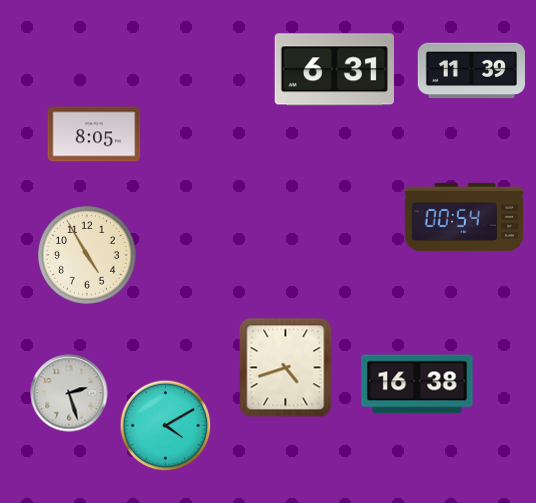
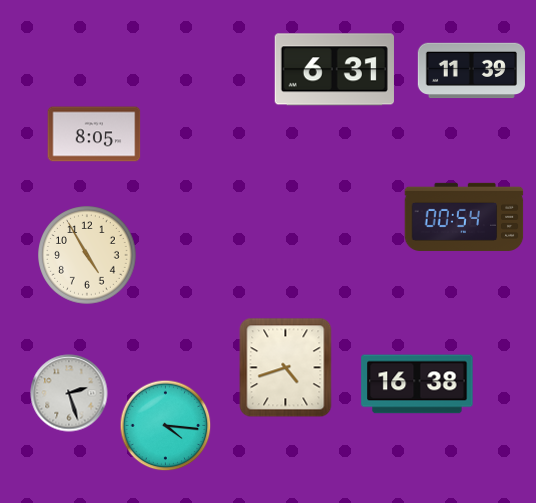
clock at (166, 426): 4:10 -> 4:16
